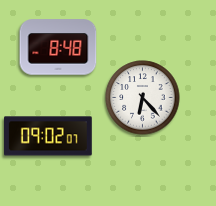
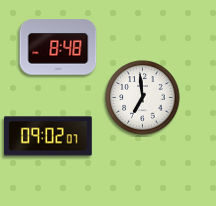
clock at (143, 98): 6:23 -> 6:59
